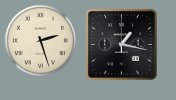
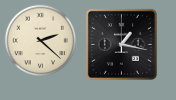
clock at (41, 41): 2:27 -> 2:22
